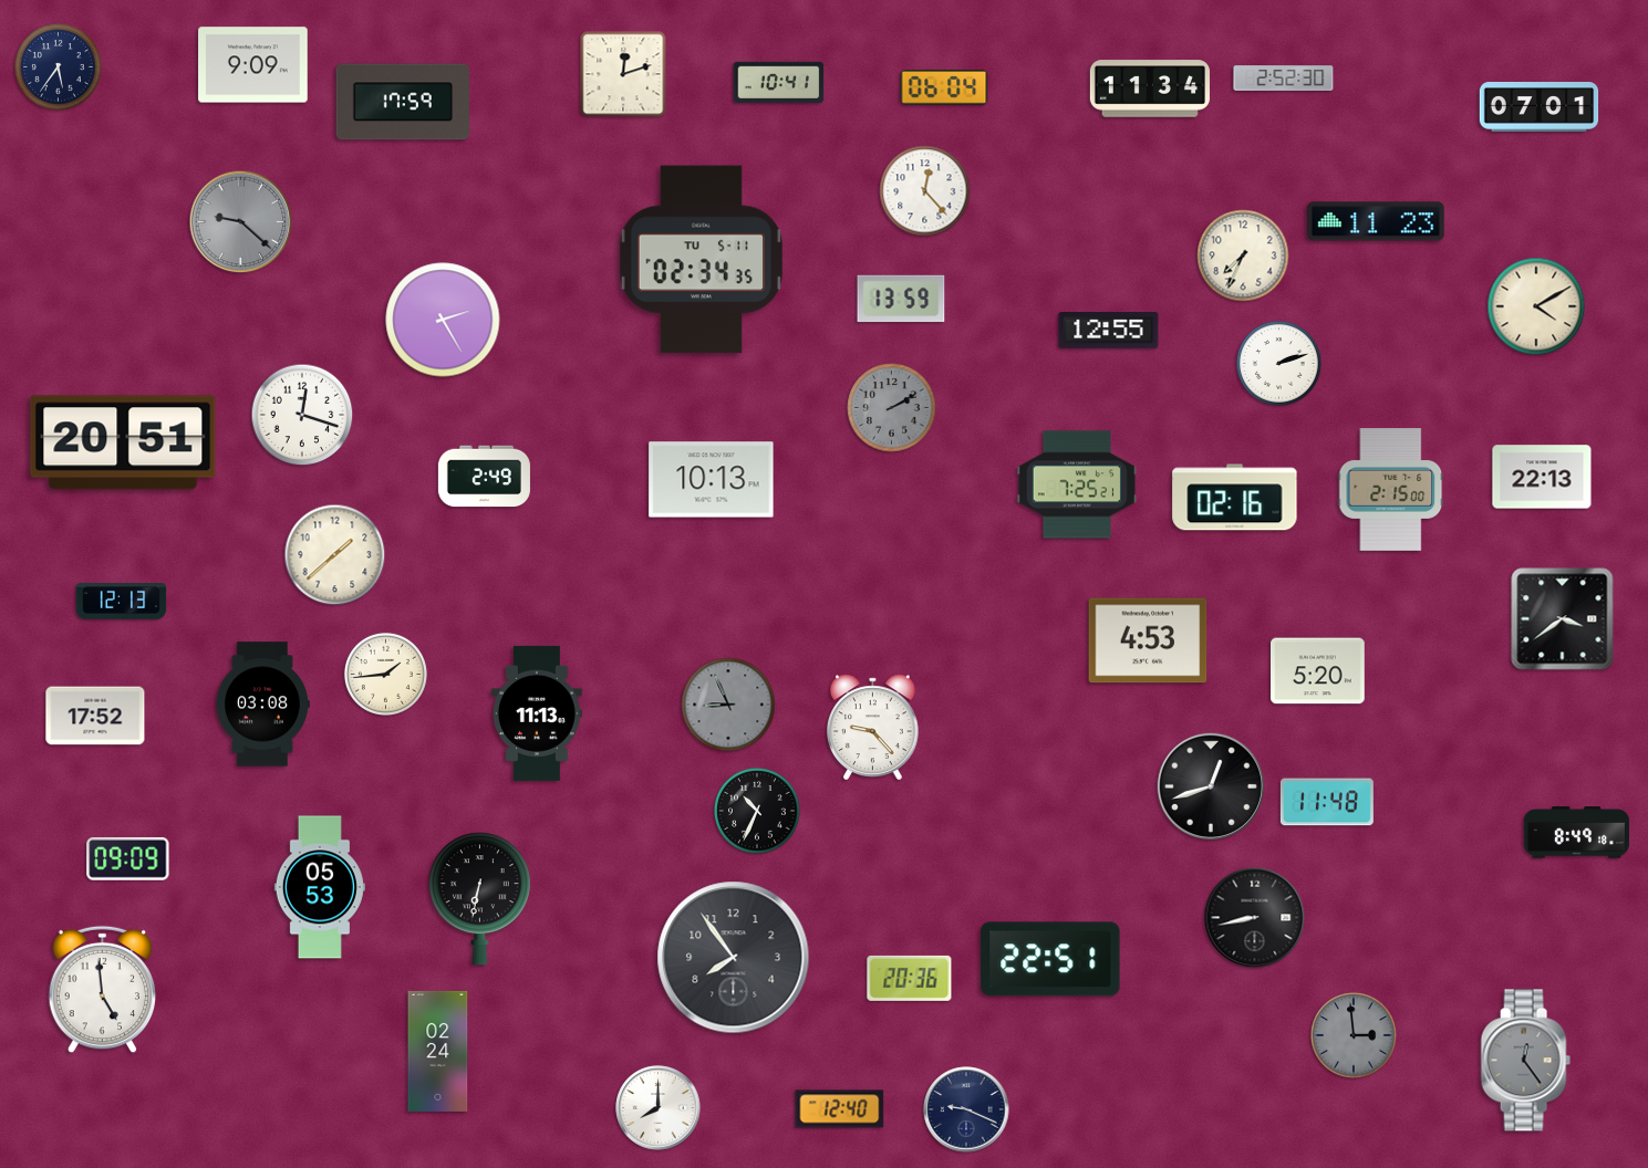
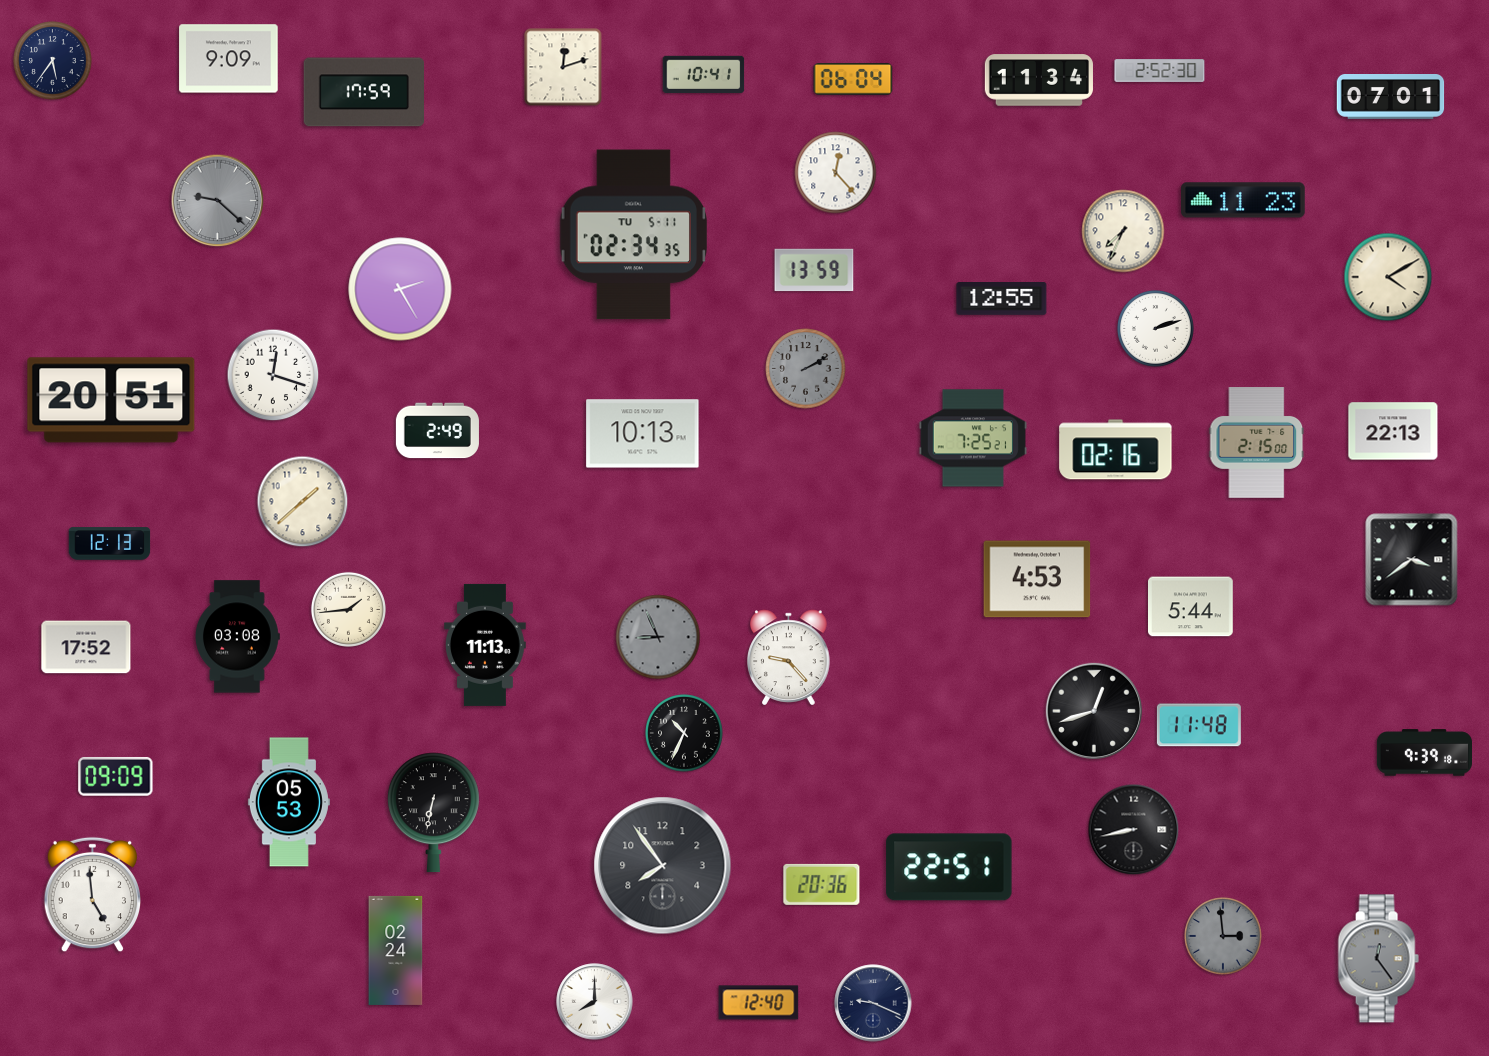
clock at (1318, 671): 5:20 -> 5:44
clock at (1577, 833): 8:49 -> 9:39
